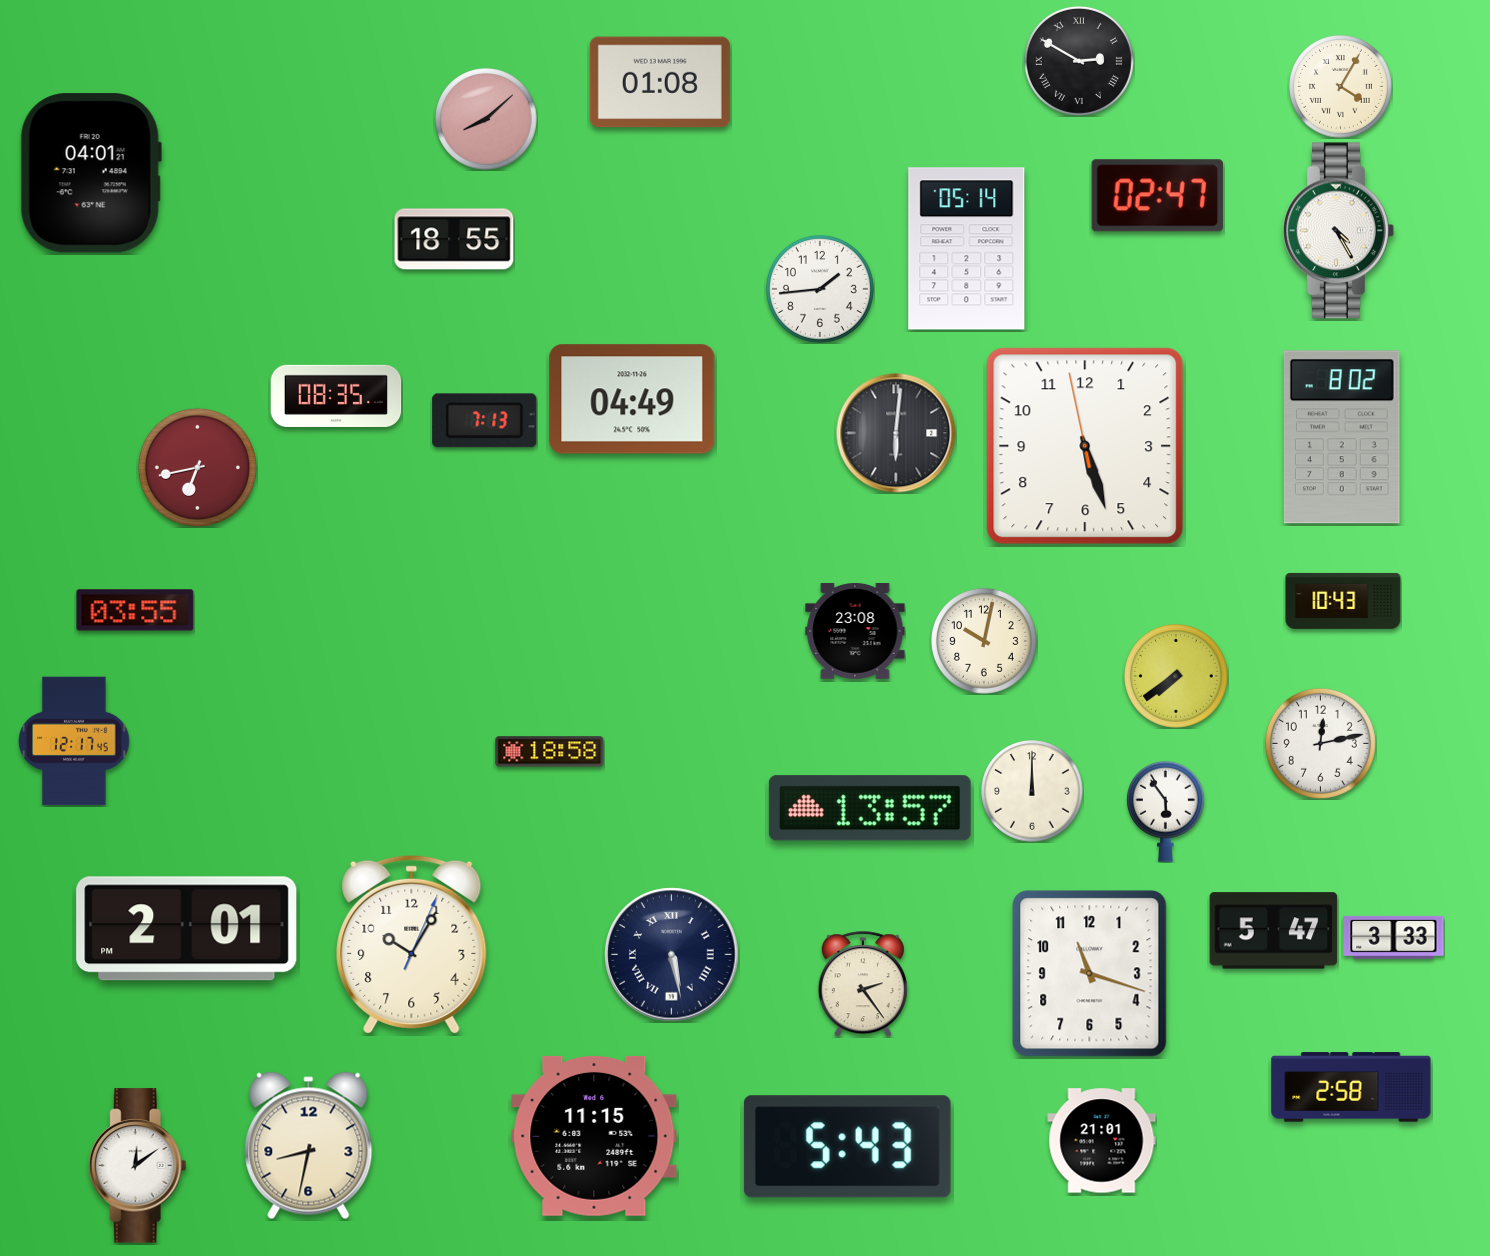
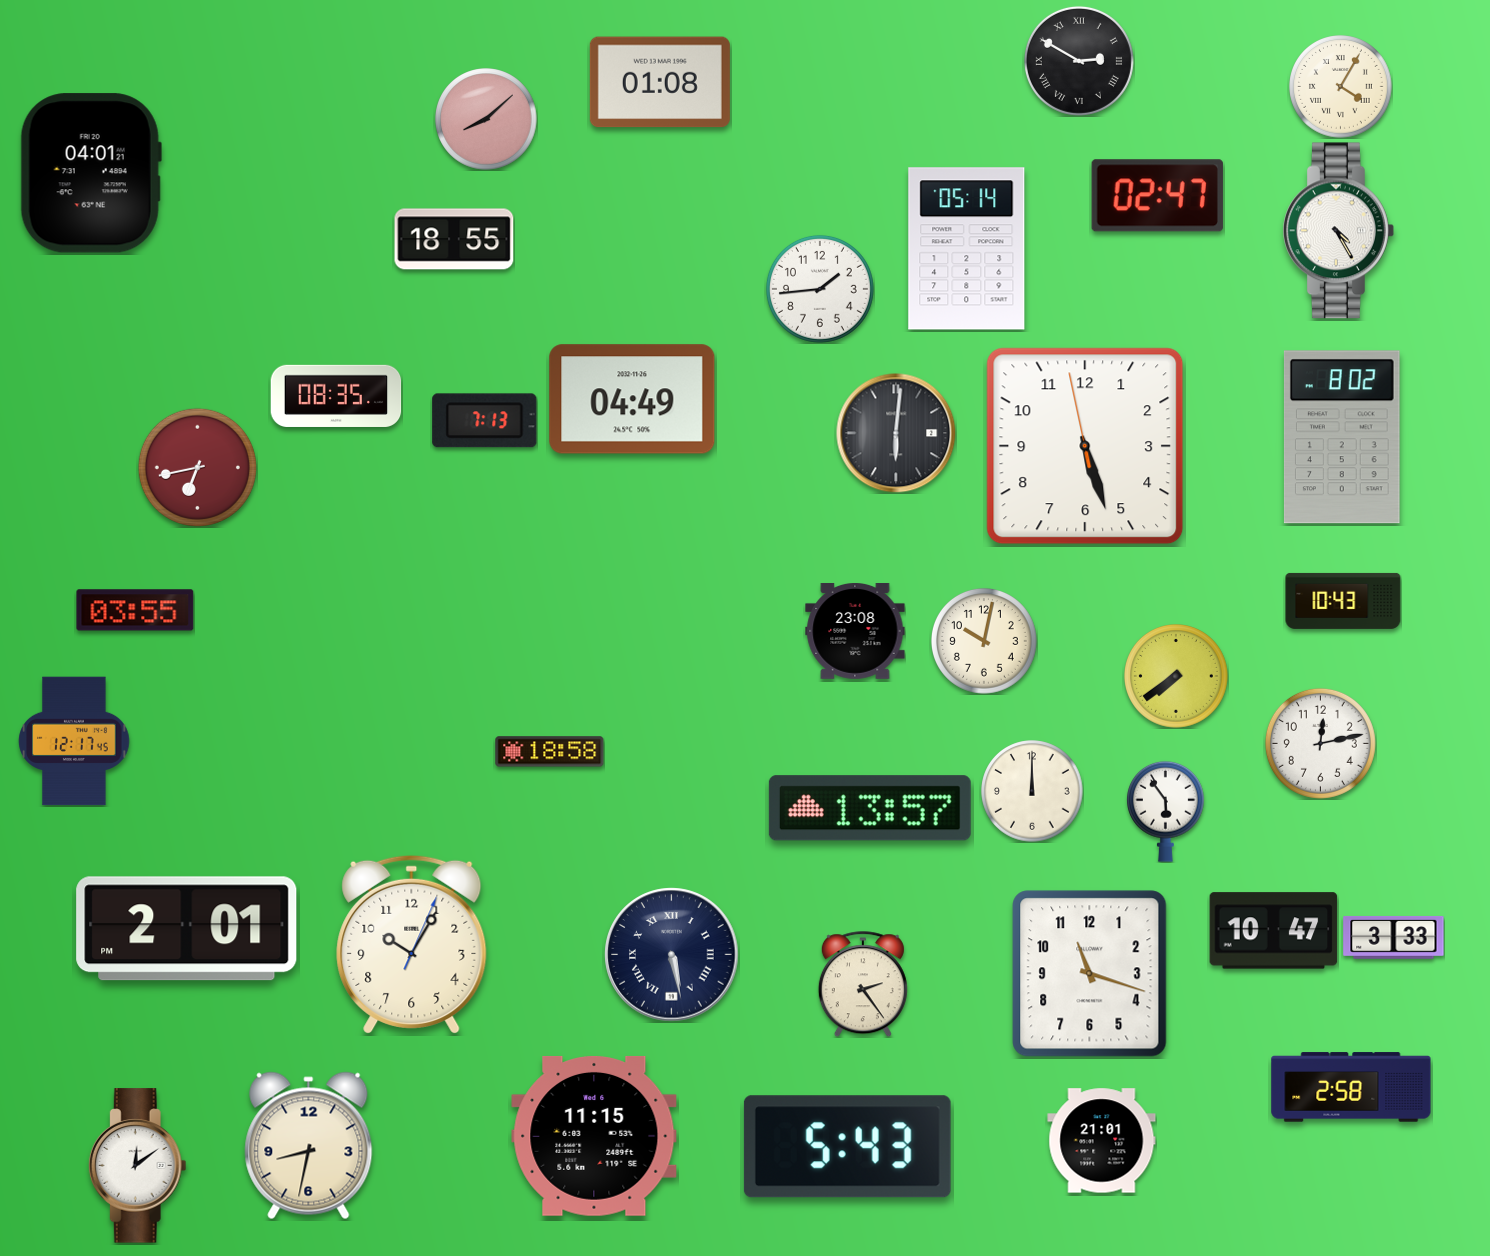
clock at (1274, 931): 5:47 -> 10:47
